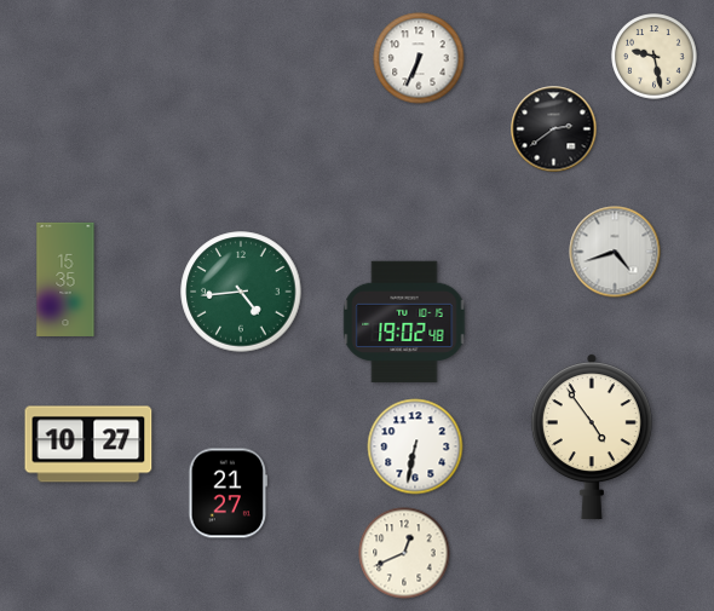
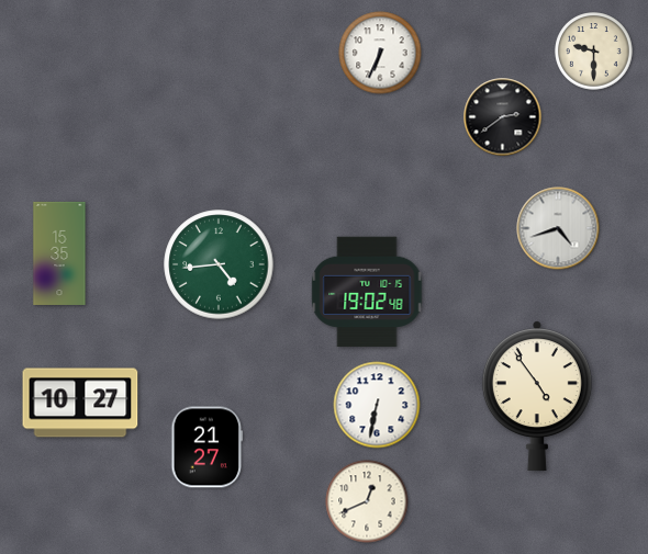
clock at (655, 57): 9:28 -> 9:30
